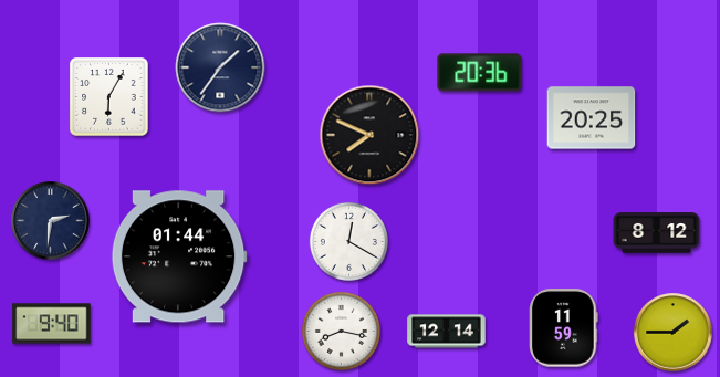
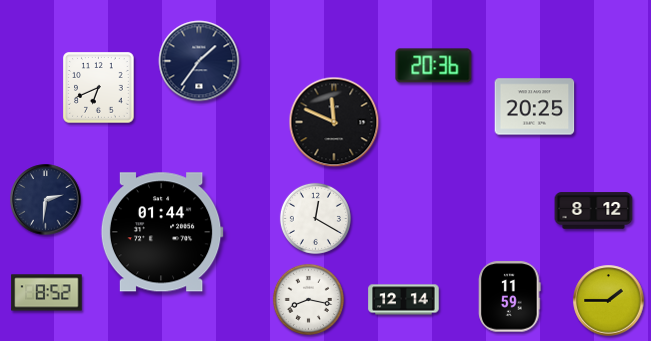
clock at (109, 97): 6:05 -> 6:41
clock at (369, 135): 7:49 -> 11:49
clock at (52, 324): 9:40 -> 8:52
